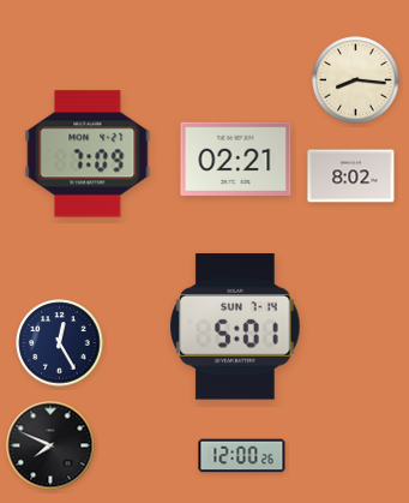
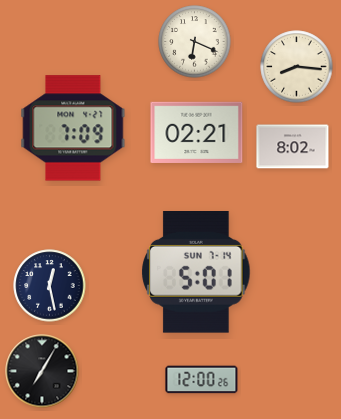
clock at (195, 42): none -> 6:19
clock at (60, 343): 12:25 -> 12:28
clock at (50, 445): 7:49 -> 7:05
